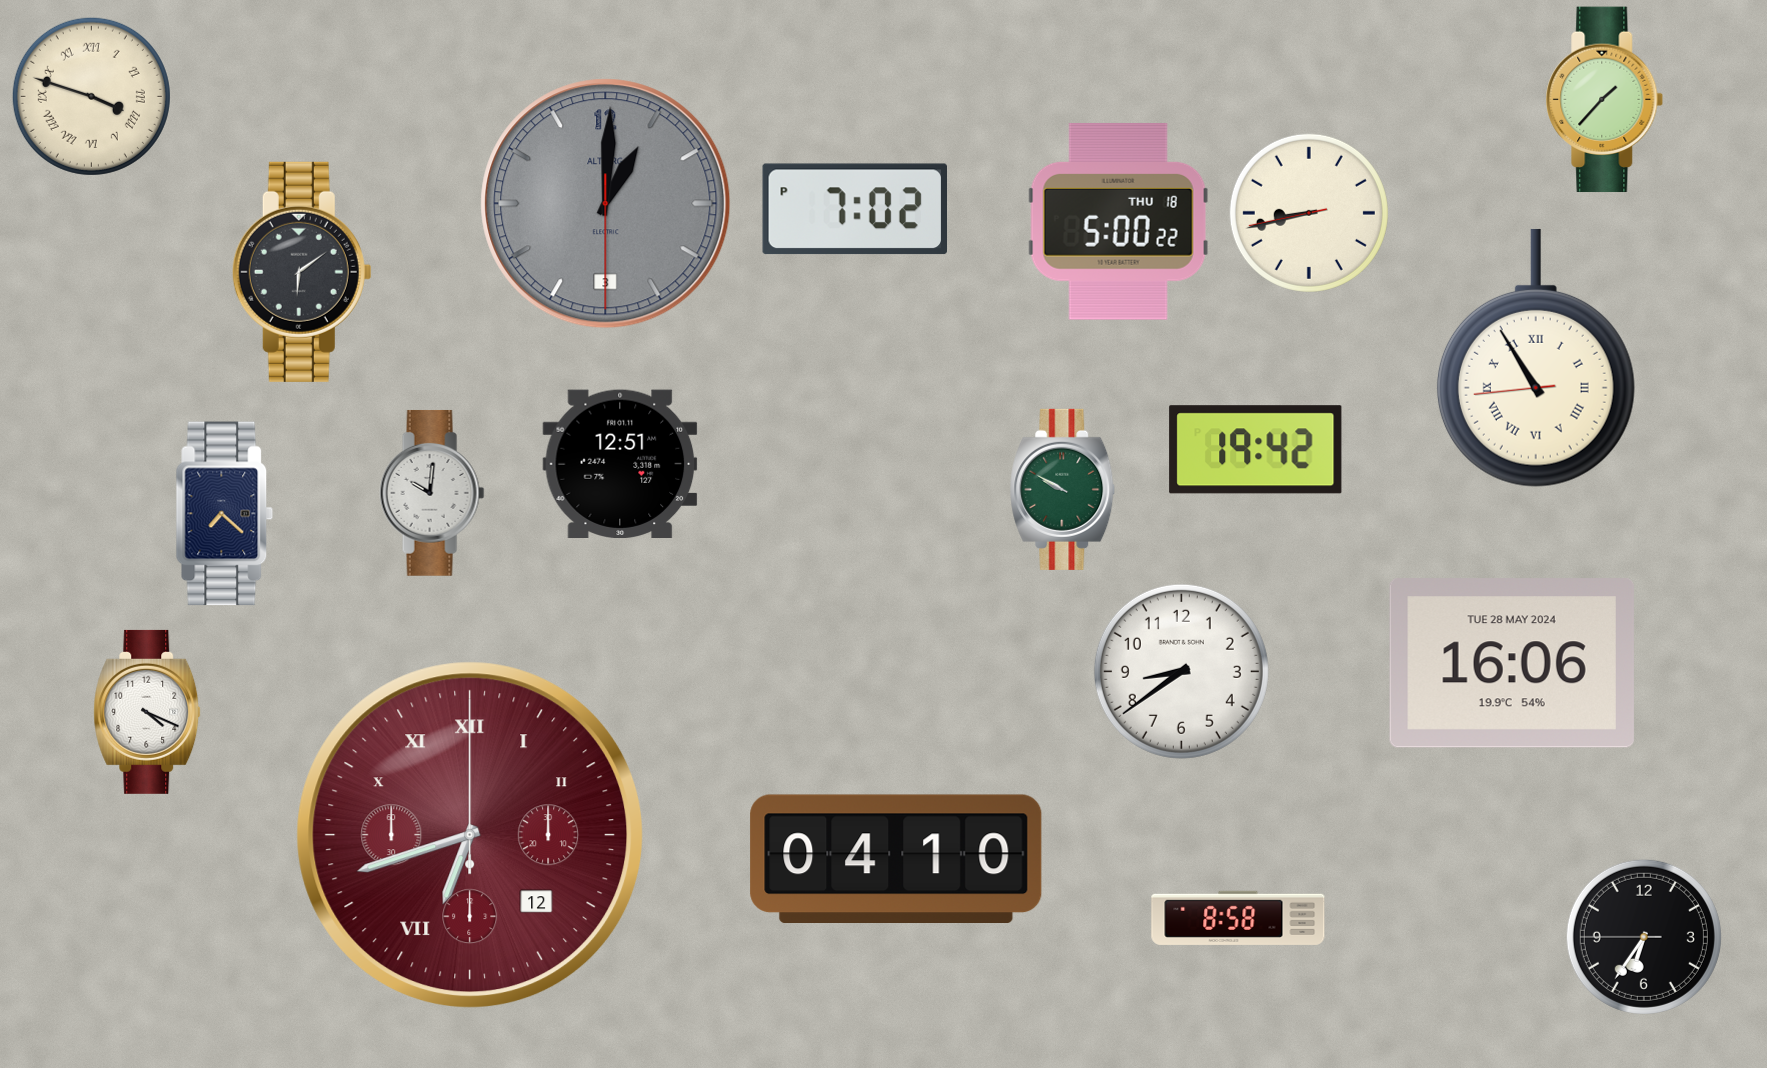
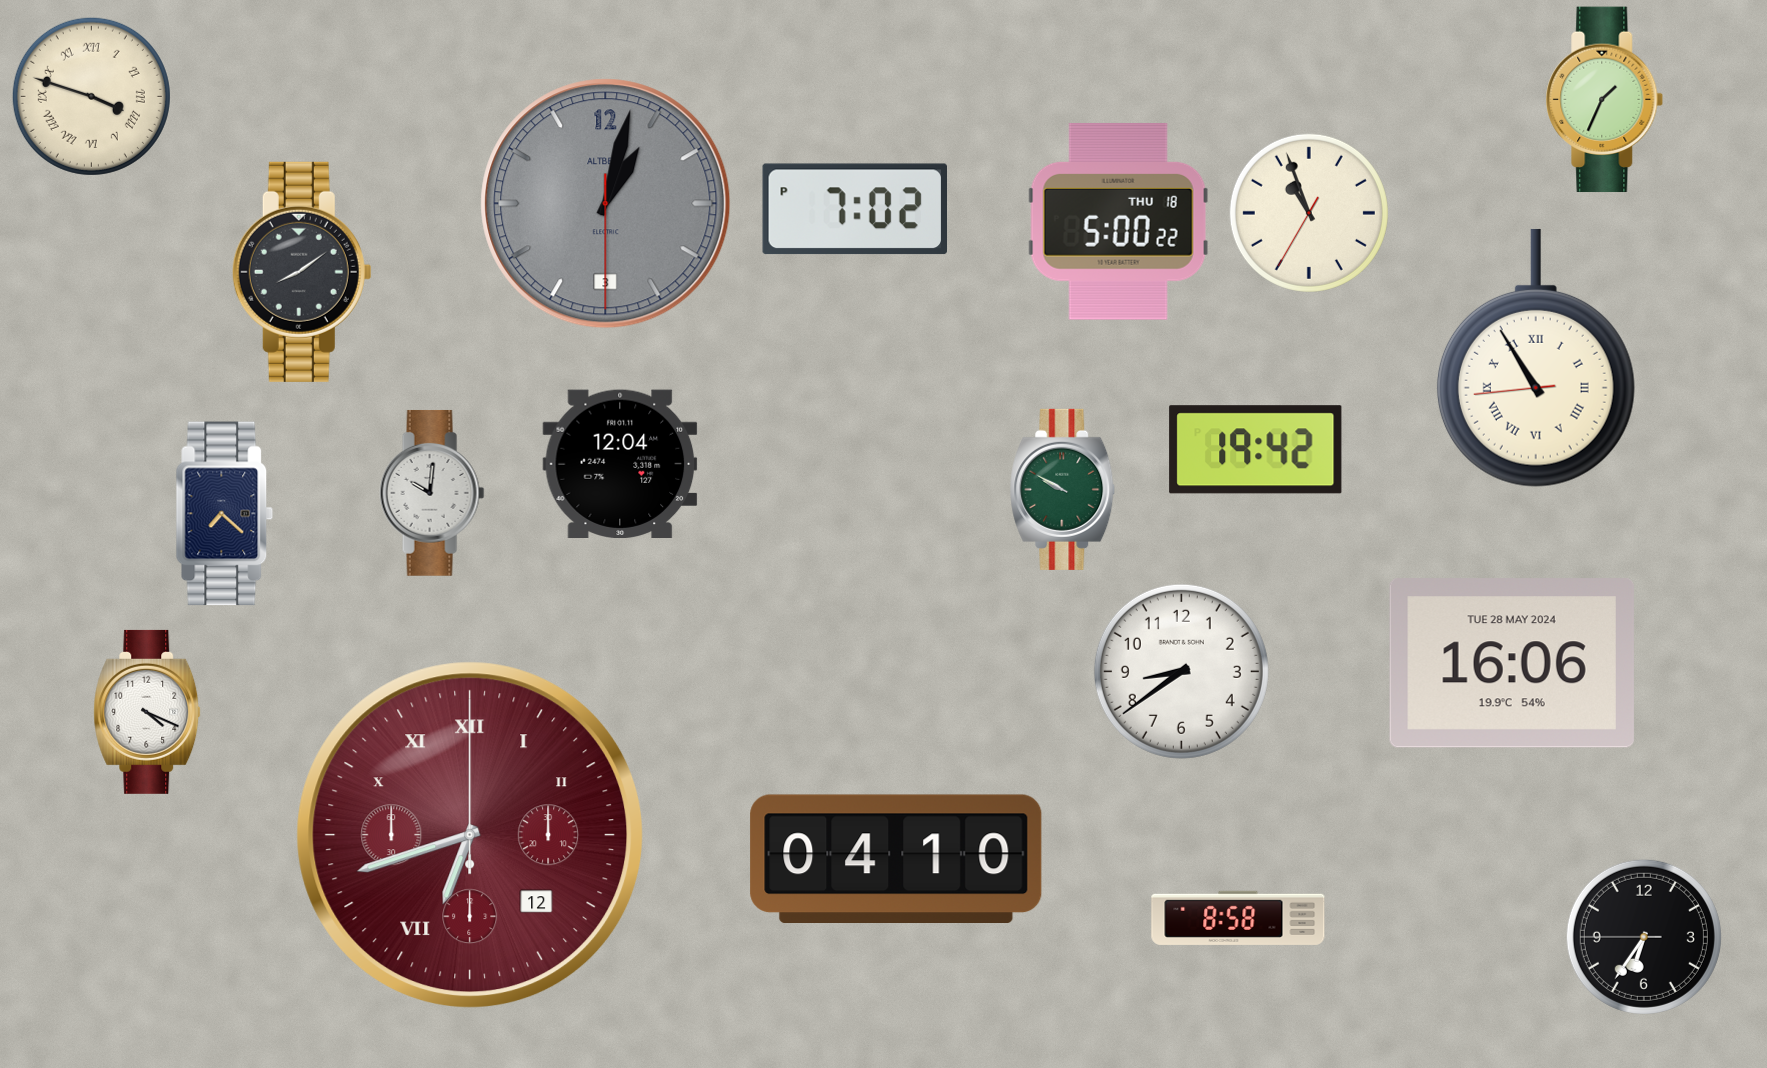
clock at (1605, 100): 1:37 -> 1:34
clock at (606, 204): 1:00 -> 1:02
clock at (1309, 213): 8:42 -> 10:56
clock at (302, 272): 6:09 -> 8:09
clock at (620, 463): 12:51 -> 12:04
